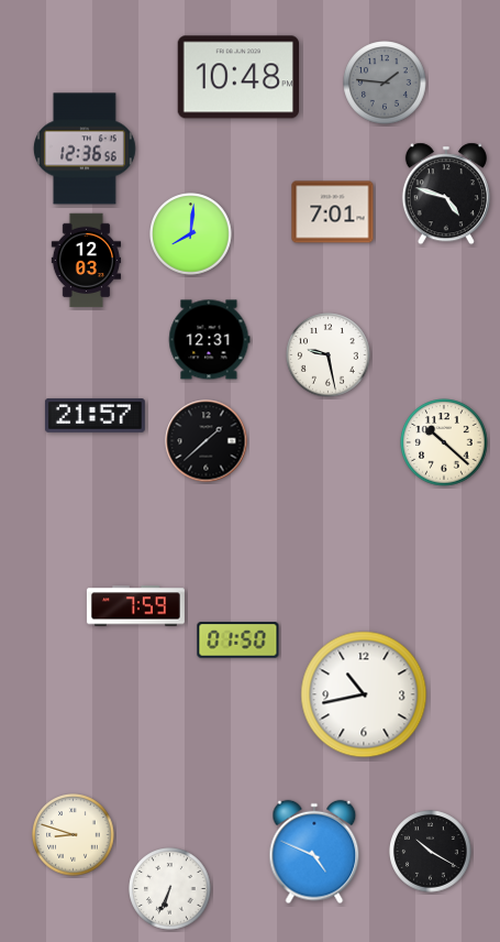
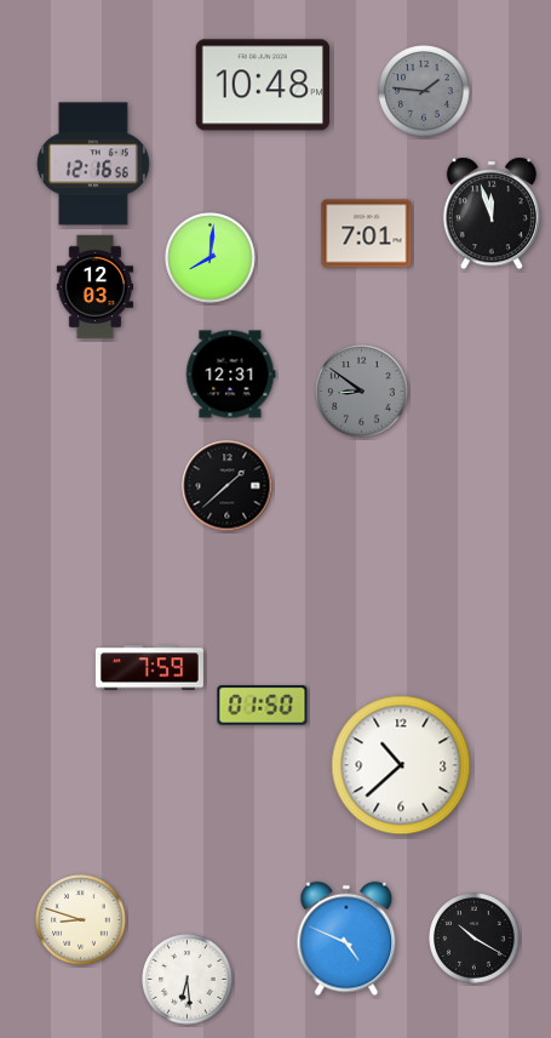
clock at (85, 149): 12:36 -> 12:16
clock at (446, 194): 4:48 -> 11:57
clock at (329, 355): 9:28 -> 8:51
clock at (329, 355) dial: white -> grey
clock at (96, 415): 21:57 -> none
clock at (444, 442): 10:22 -> none
clock at (364, 694): 10:43 -> 10:38
clock at (170, 889): 6:34 -> 6:29
